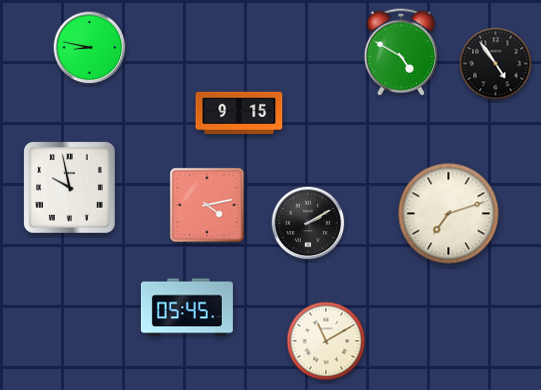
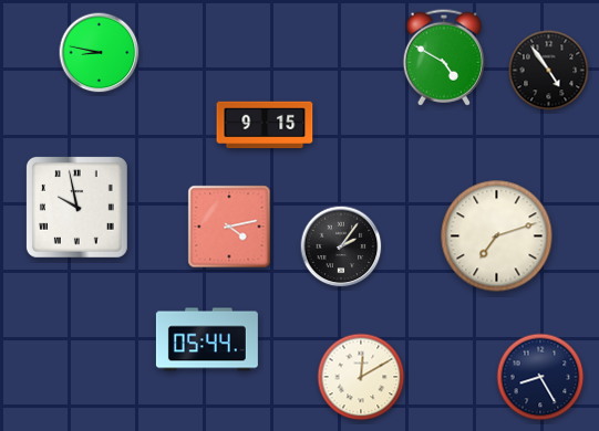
clock at (308, 223): 2:10 -> 2:06
clock at (187, 307): 05:45 -> 05:44
clock at (326, 341): 11:10 -> 12:10
clock at (540, 377): none -> 8:25
